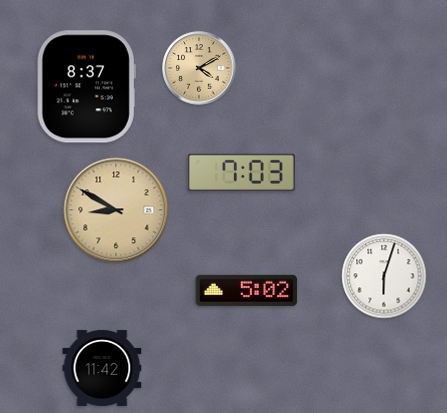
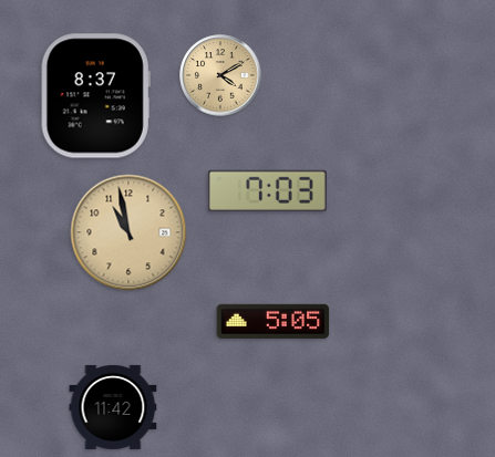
clock at (116, 210): 8:50 -> 10:58
clock at (384, 276): 6:03 -> none
clock at (247, 290): 5:02 -> 5:05
